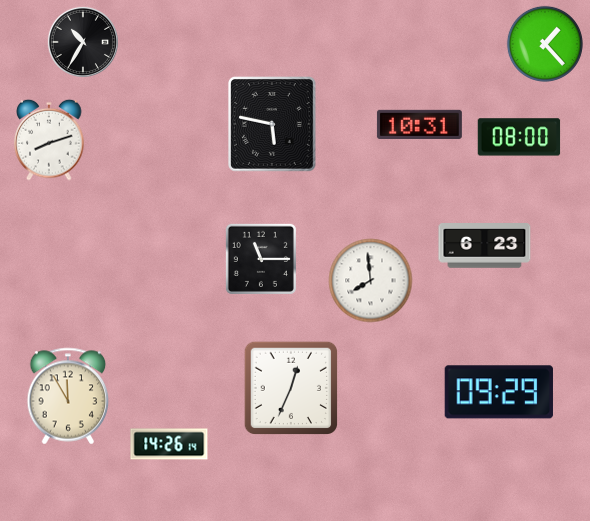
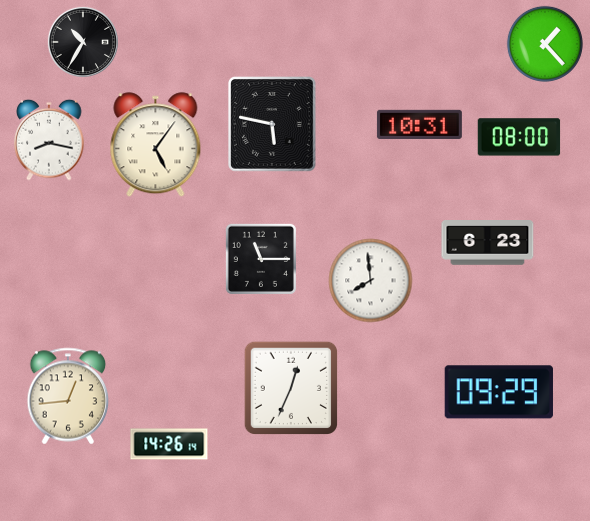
clock at (49, 140): 8:12 -> 8:17
clock at (156, 145): none -> 5:06
clock at (485, 246) position: (485, 246) -> (488, 243)
clock at (68, 396): 11:55 -> 12:44
